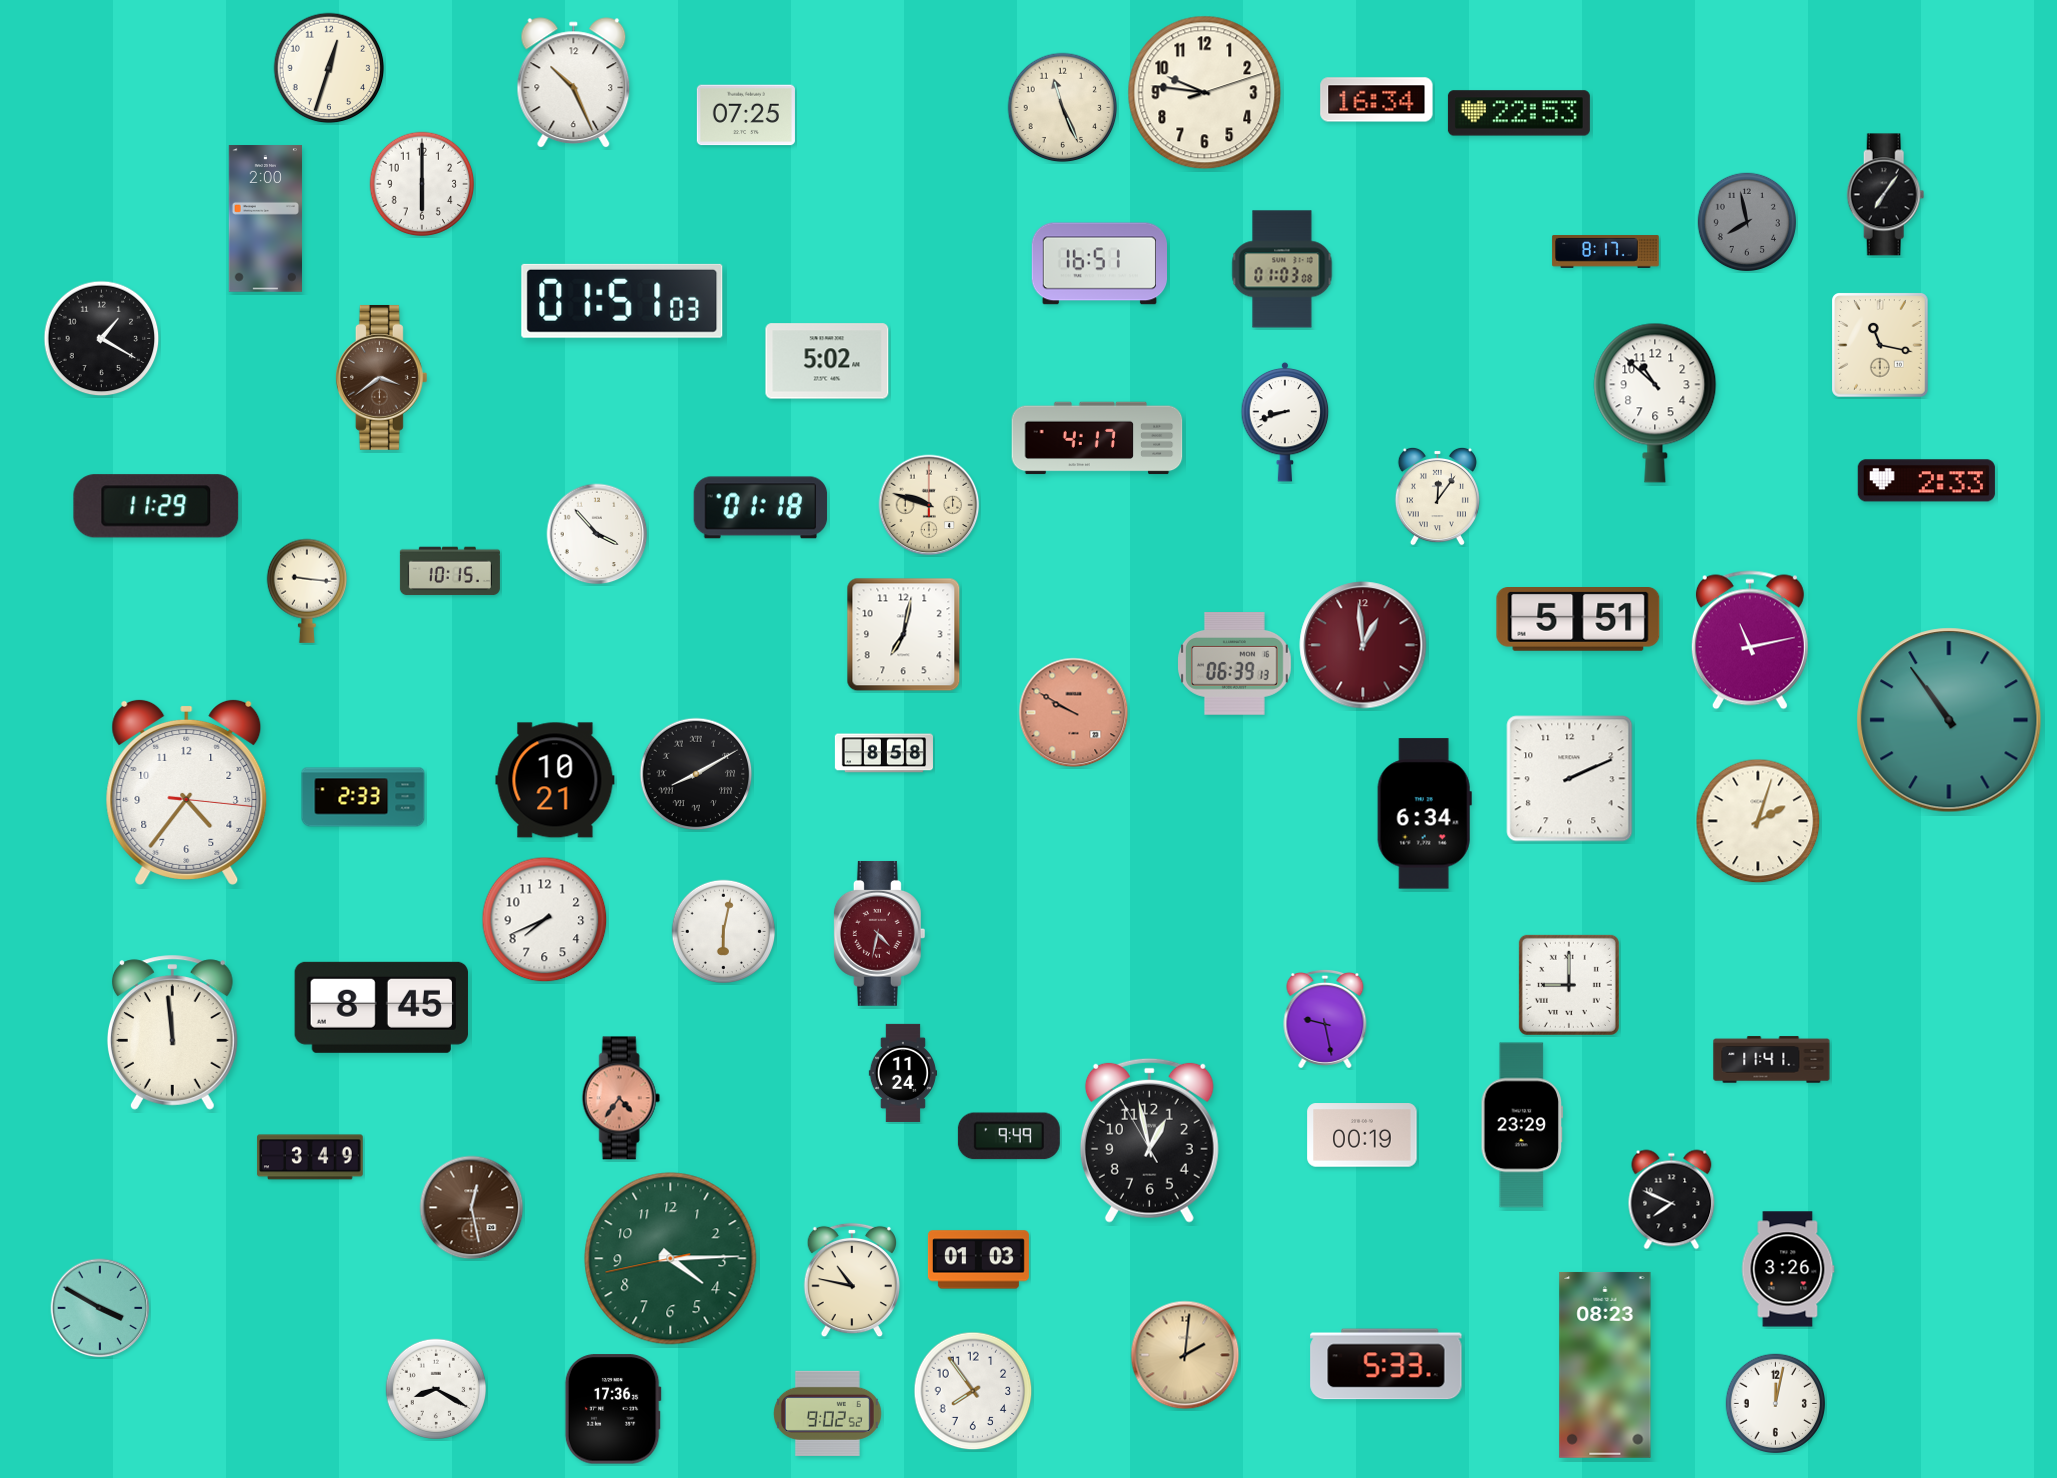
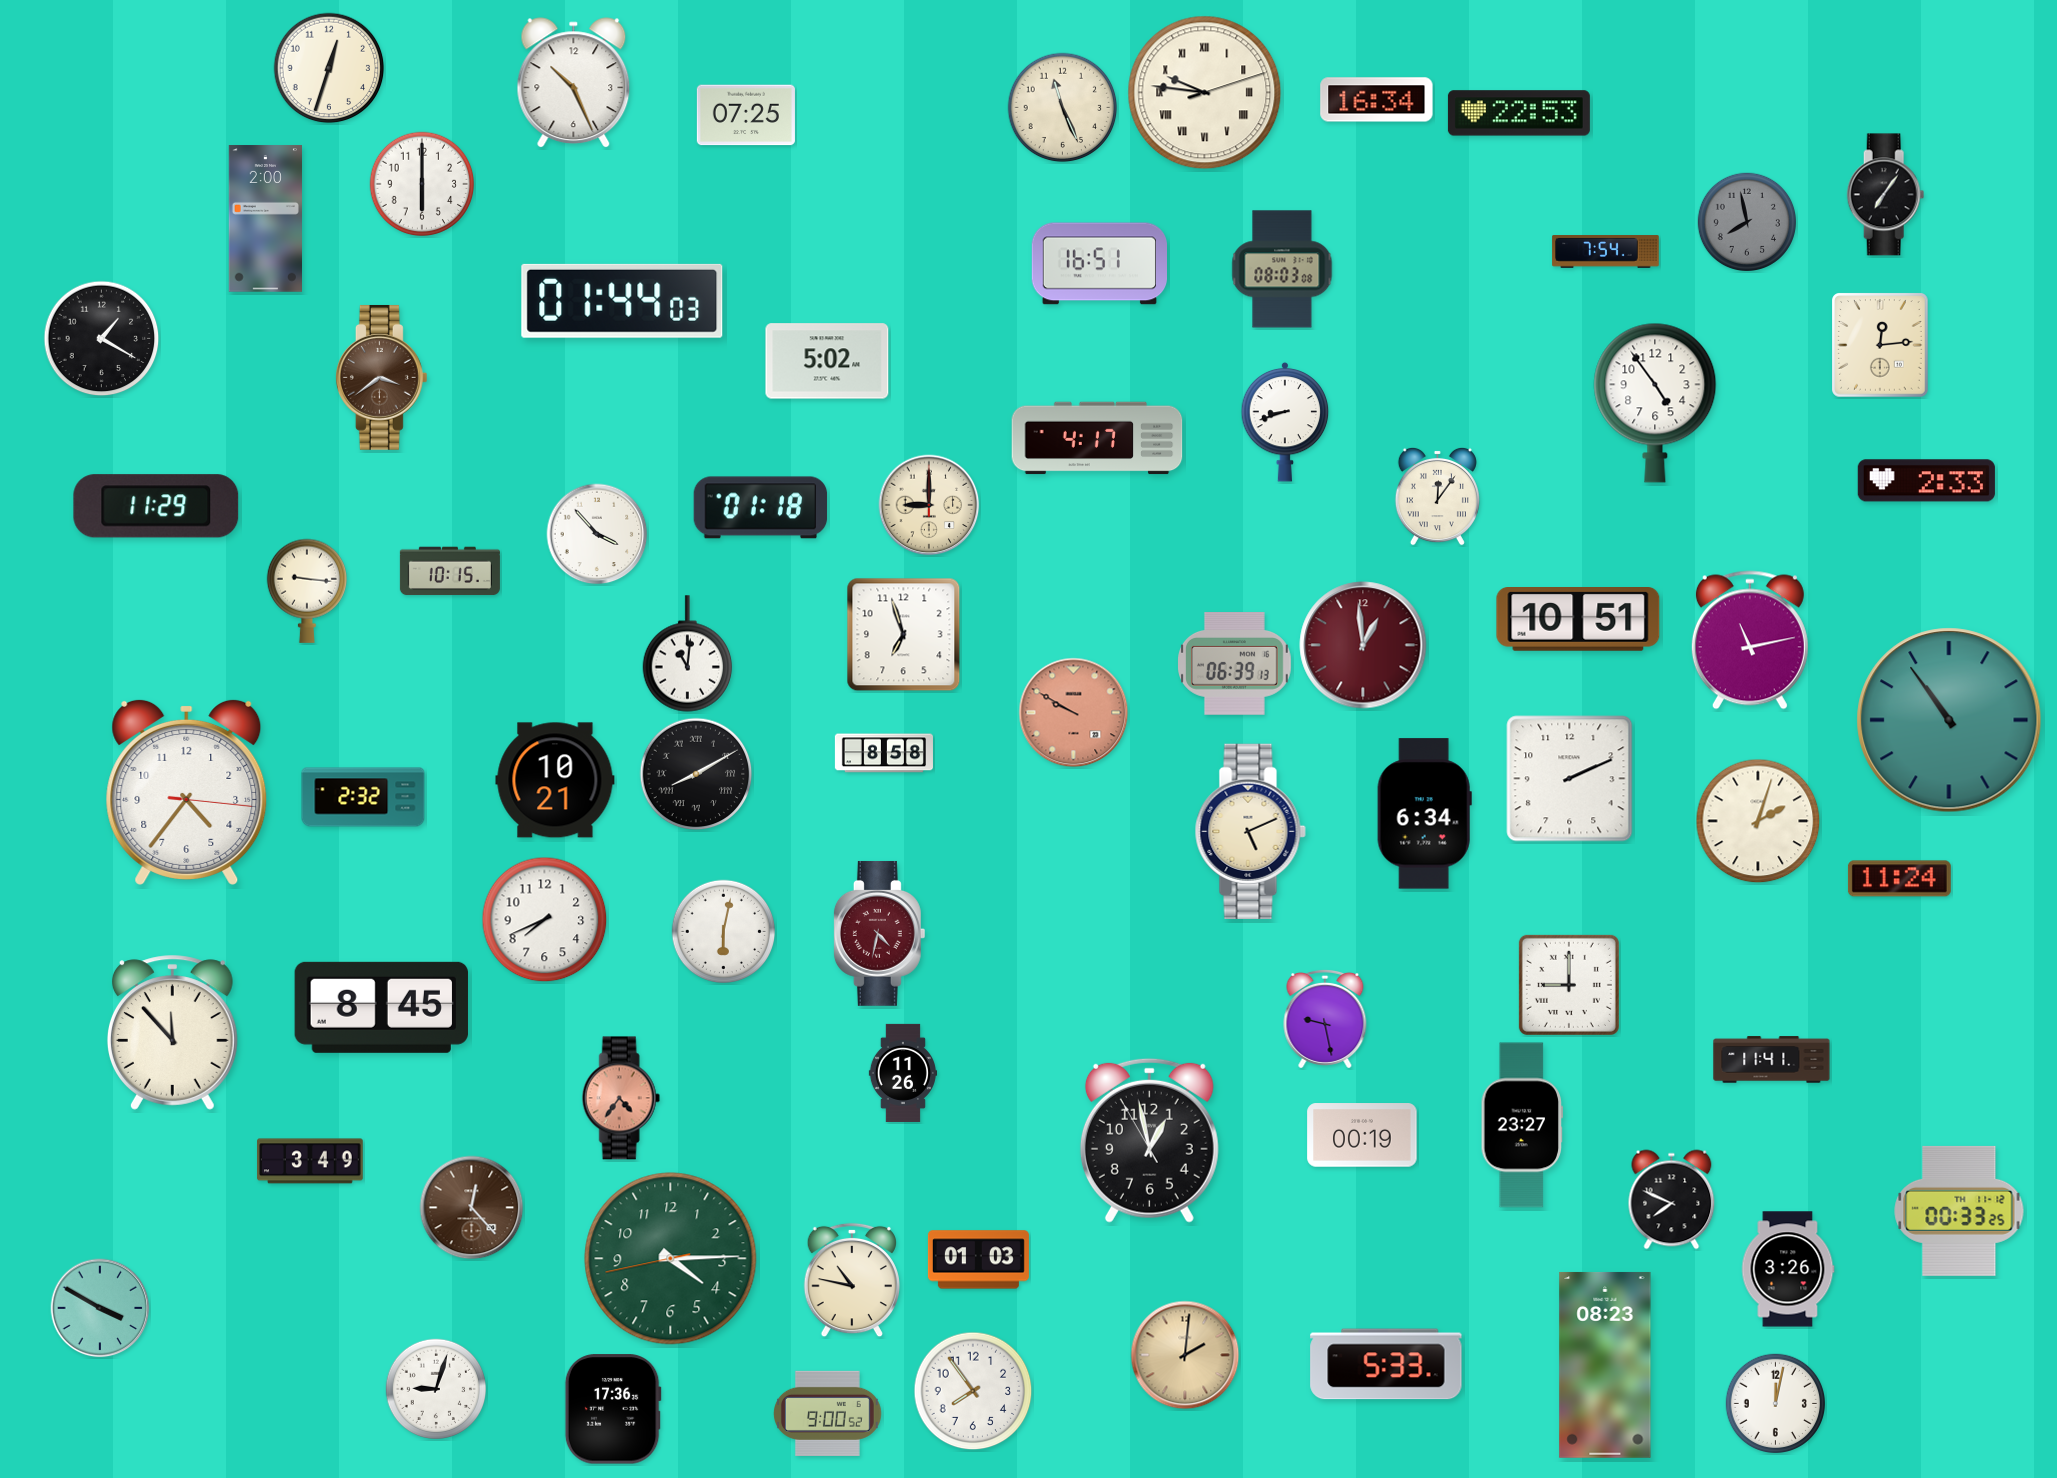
clock at (1205, 93) numerals: Arabic -> Roman
clock at (1606, 252): 8:17 -> 7:54
clock at (1282, 269): 01:03 -> 08:03
clock at (622, 301): 01:51 -> 01:44
clock at (1880, 345): 11:17 -> 12:14
clock at (1655, 403): 10:52 -> 4:54
clock at (929, 505): 9:48 -> 9:00
clock at (1578, 620): 5:51 -> 10:51
clock at (904, 635): 7:02 -> 6:57
clock at (688, 654): none -> 11:01
clock at (363, 797): 2:33 -> 2:32
clock at (1250, 831): none -> 5:11
clock at (1899, 879): none -> 11:24
clock at (172, 1033): 11:59 -> 11:53
clock at (902, 1073): 11:24 -> 11:26
clock at (1522, 1125): 23:29 -> 23:27
clock at (1009, 1136): 9:49 -> none
clock at (310, 1157) position: (310, 1157) -> (310, 1161)
clock at (472, 1208): 12:28 -> 12:23
clock at (1959, 1211): none -> 00:33
clock at (435, 1388): 8:20 -> 9:03
clock at (828, 1413): 9:02 -> 9:00
